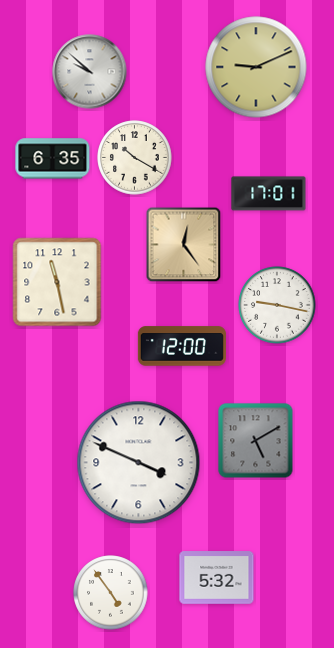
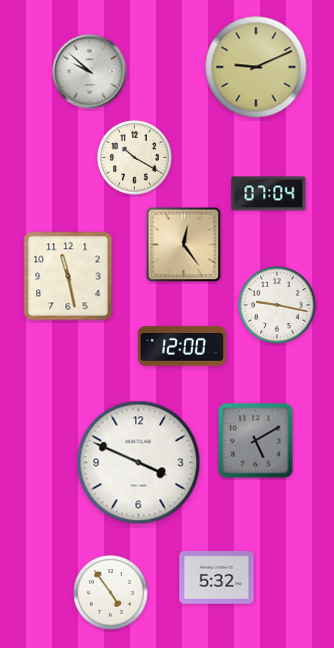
clock at (53, 159): 6:35 -> none
clock at (269, 194): 17:01 -> 07:04
clock at (57, 282) position: (57, 282) -> (68, 276)
